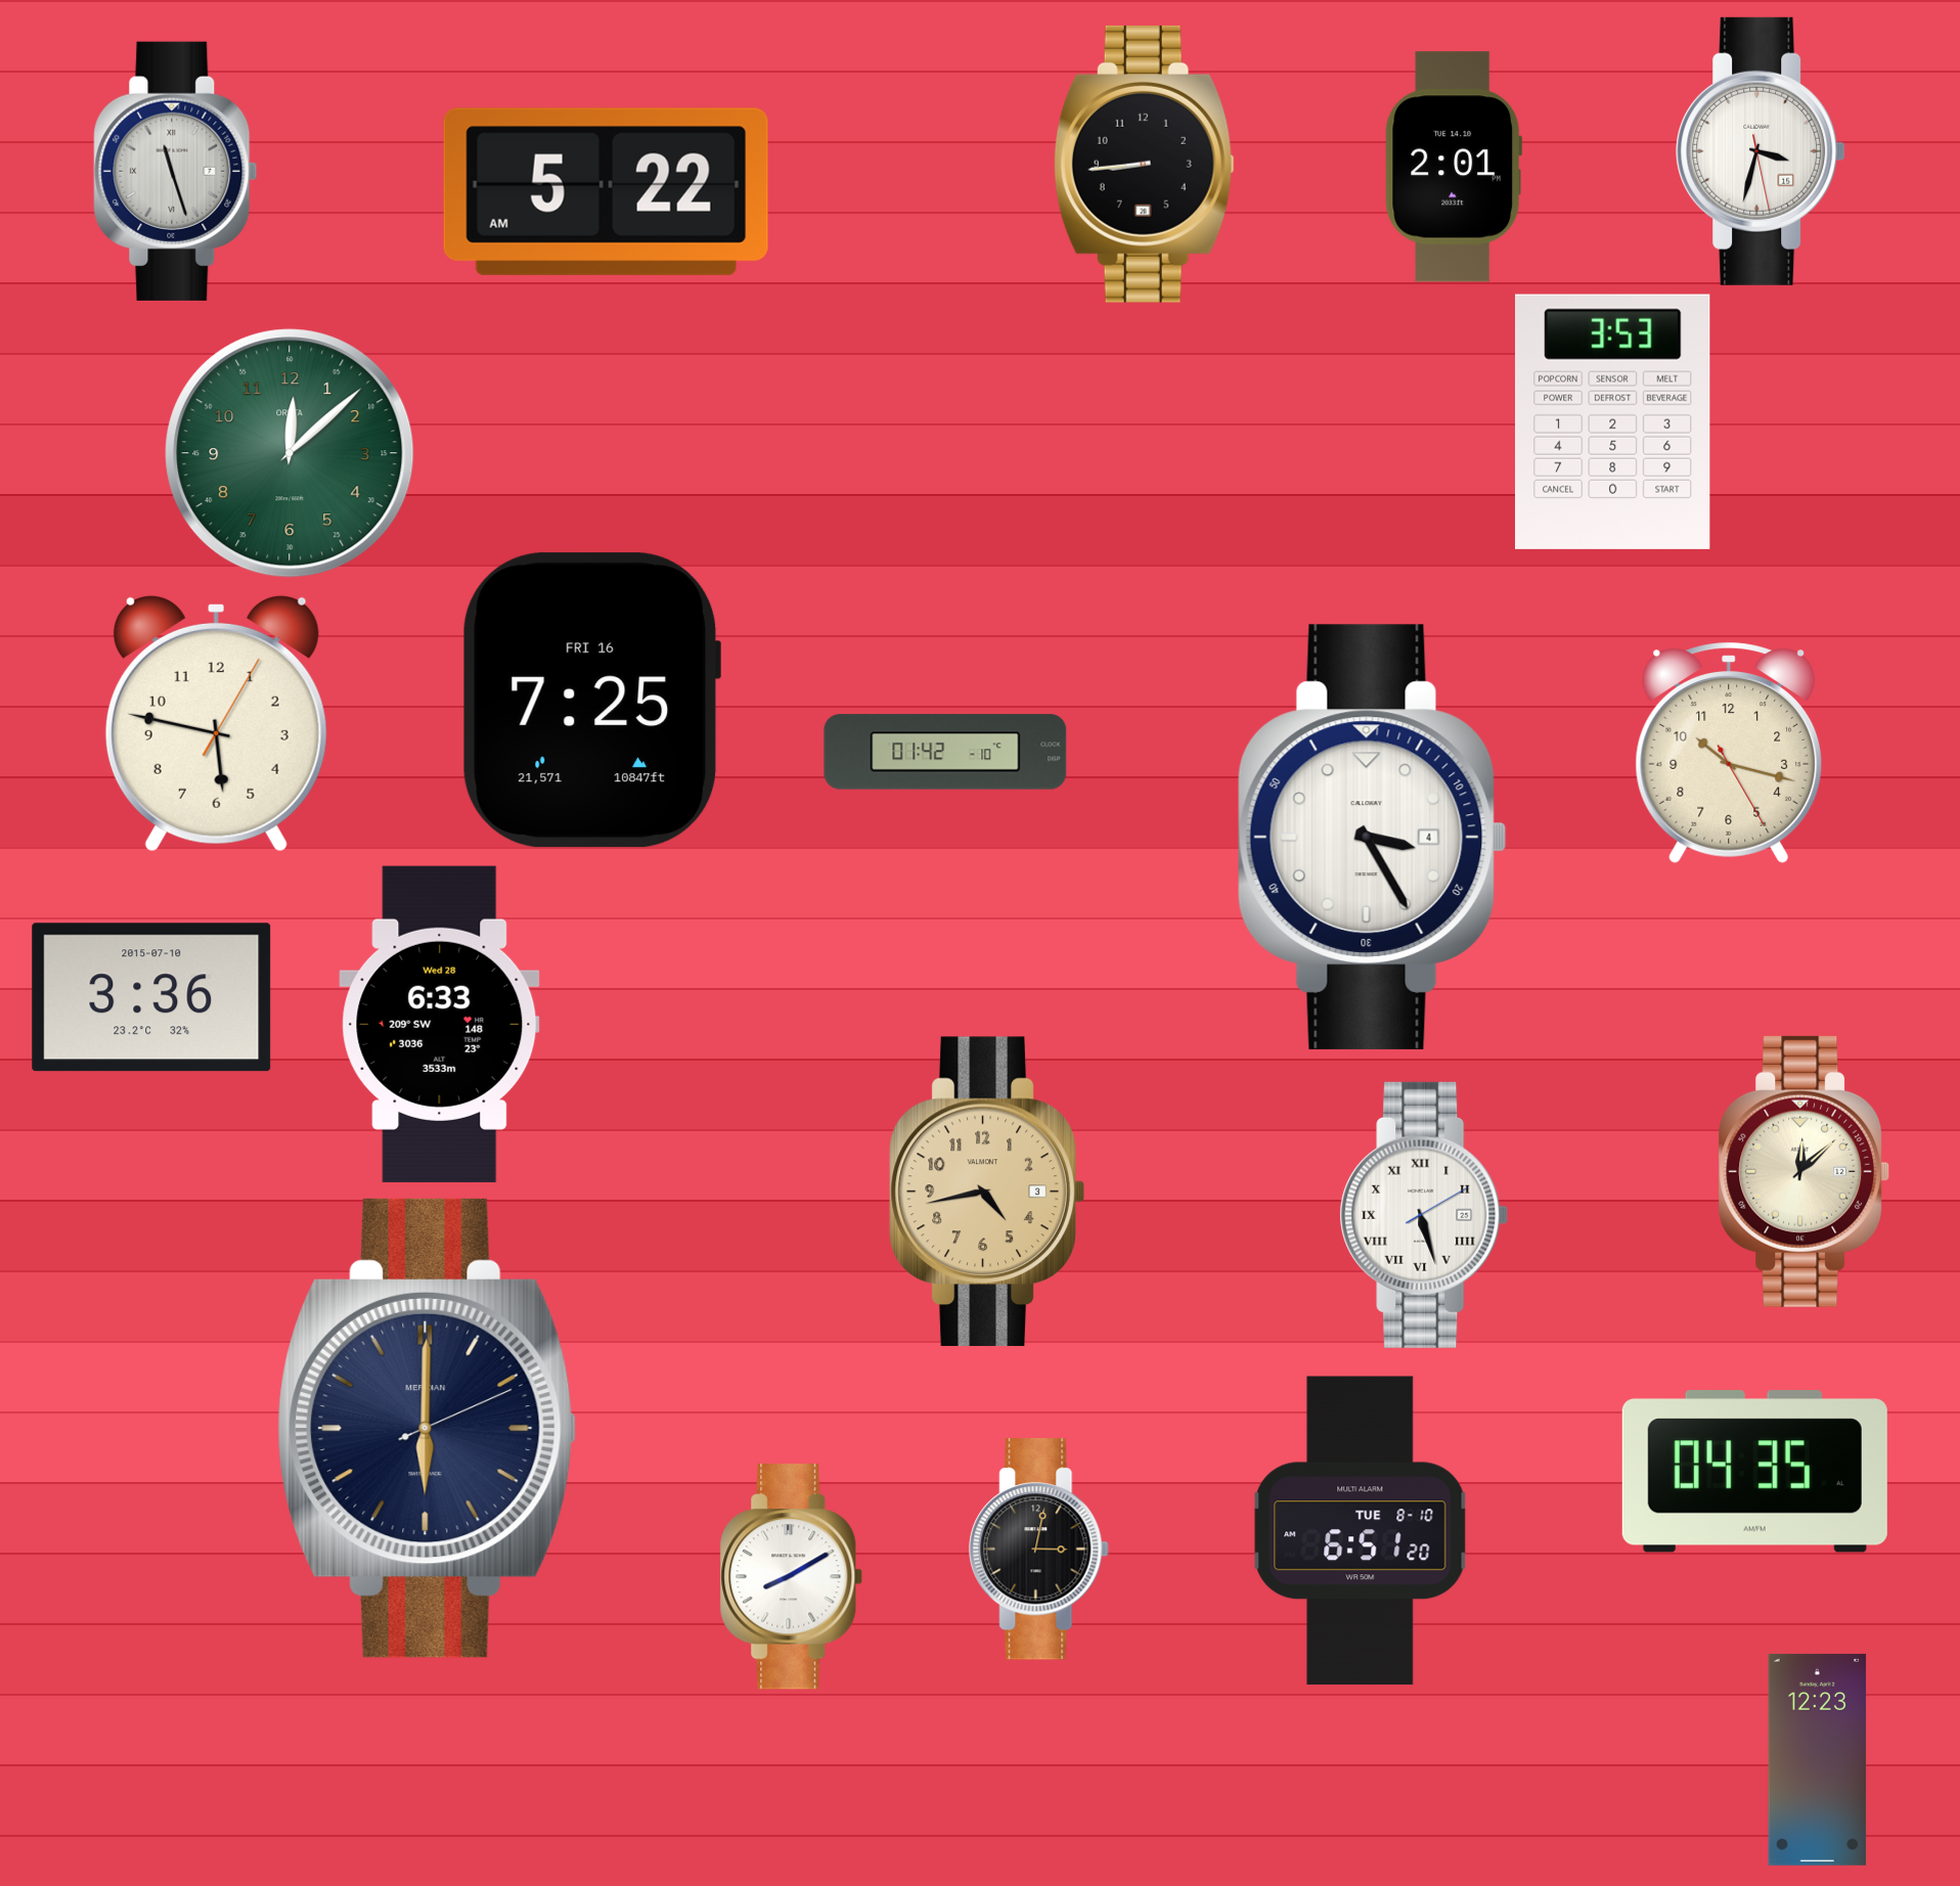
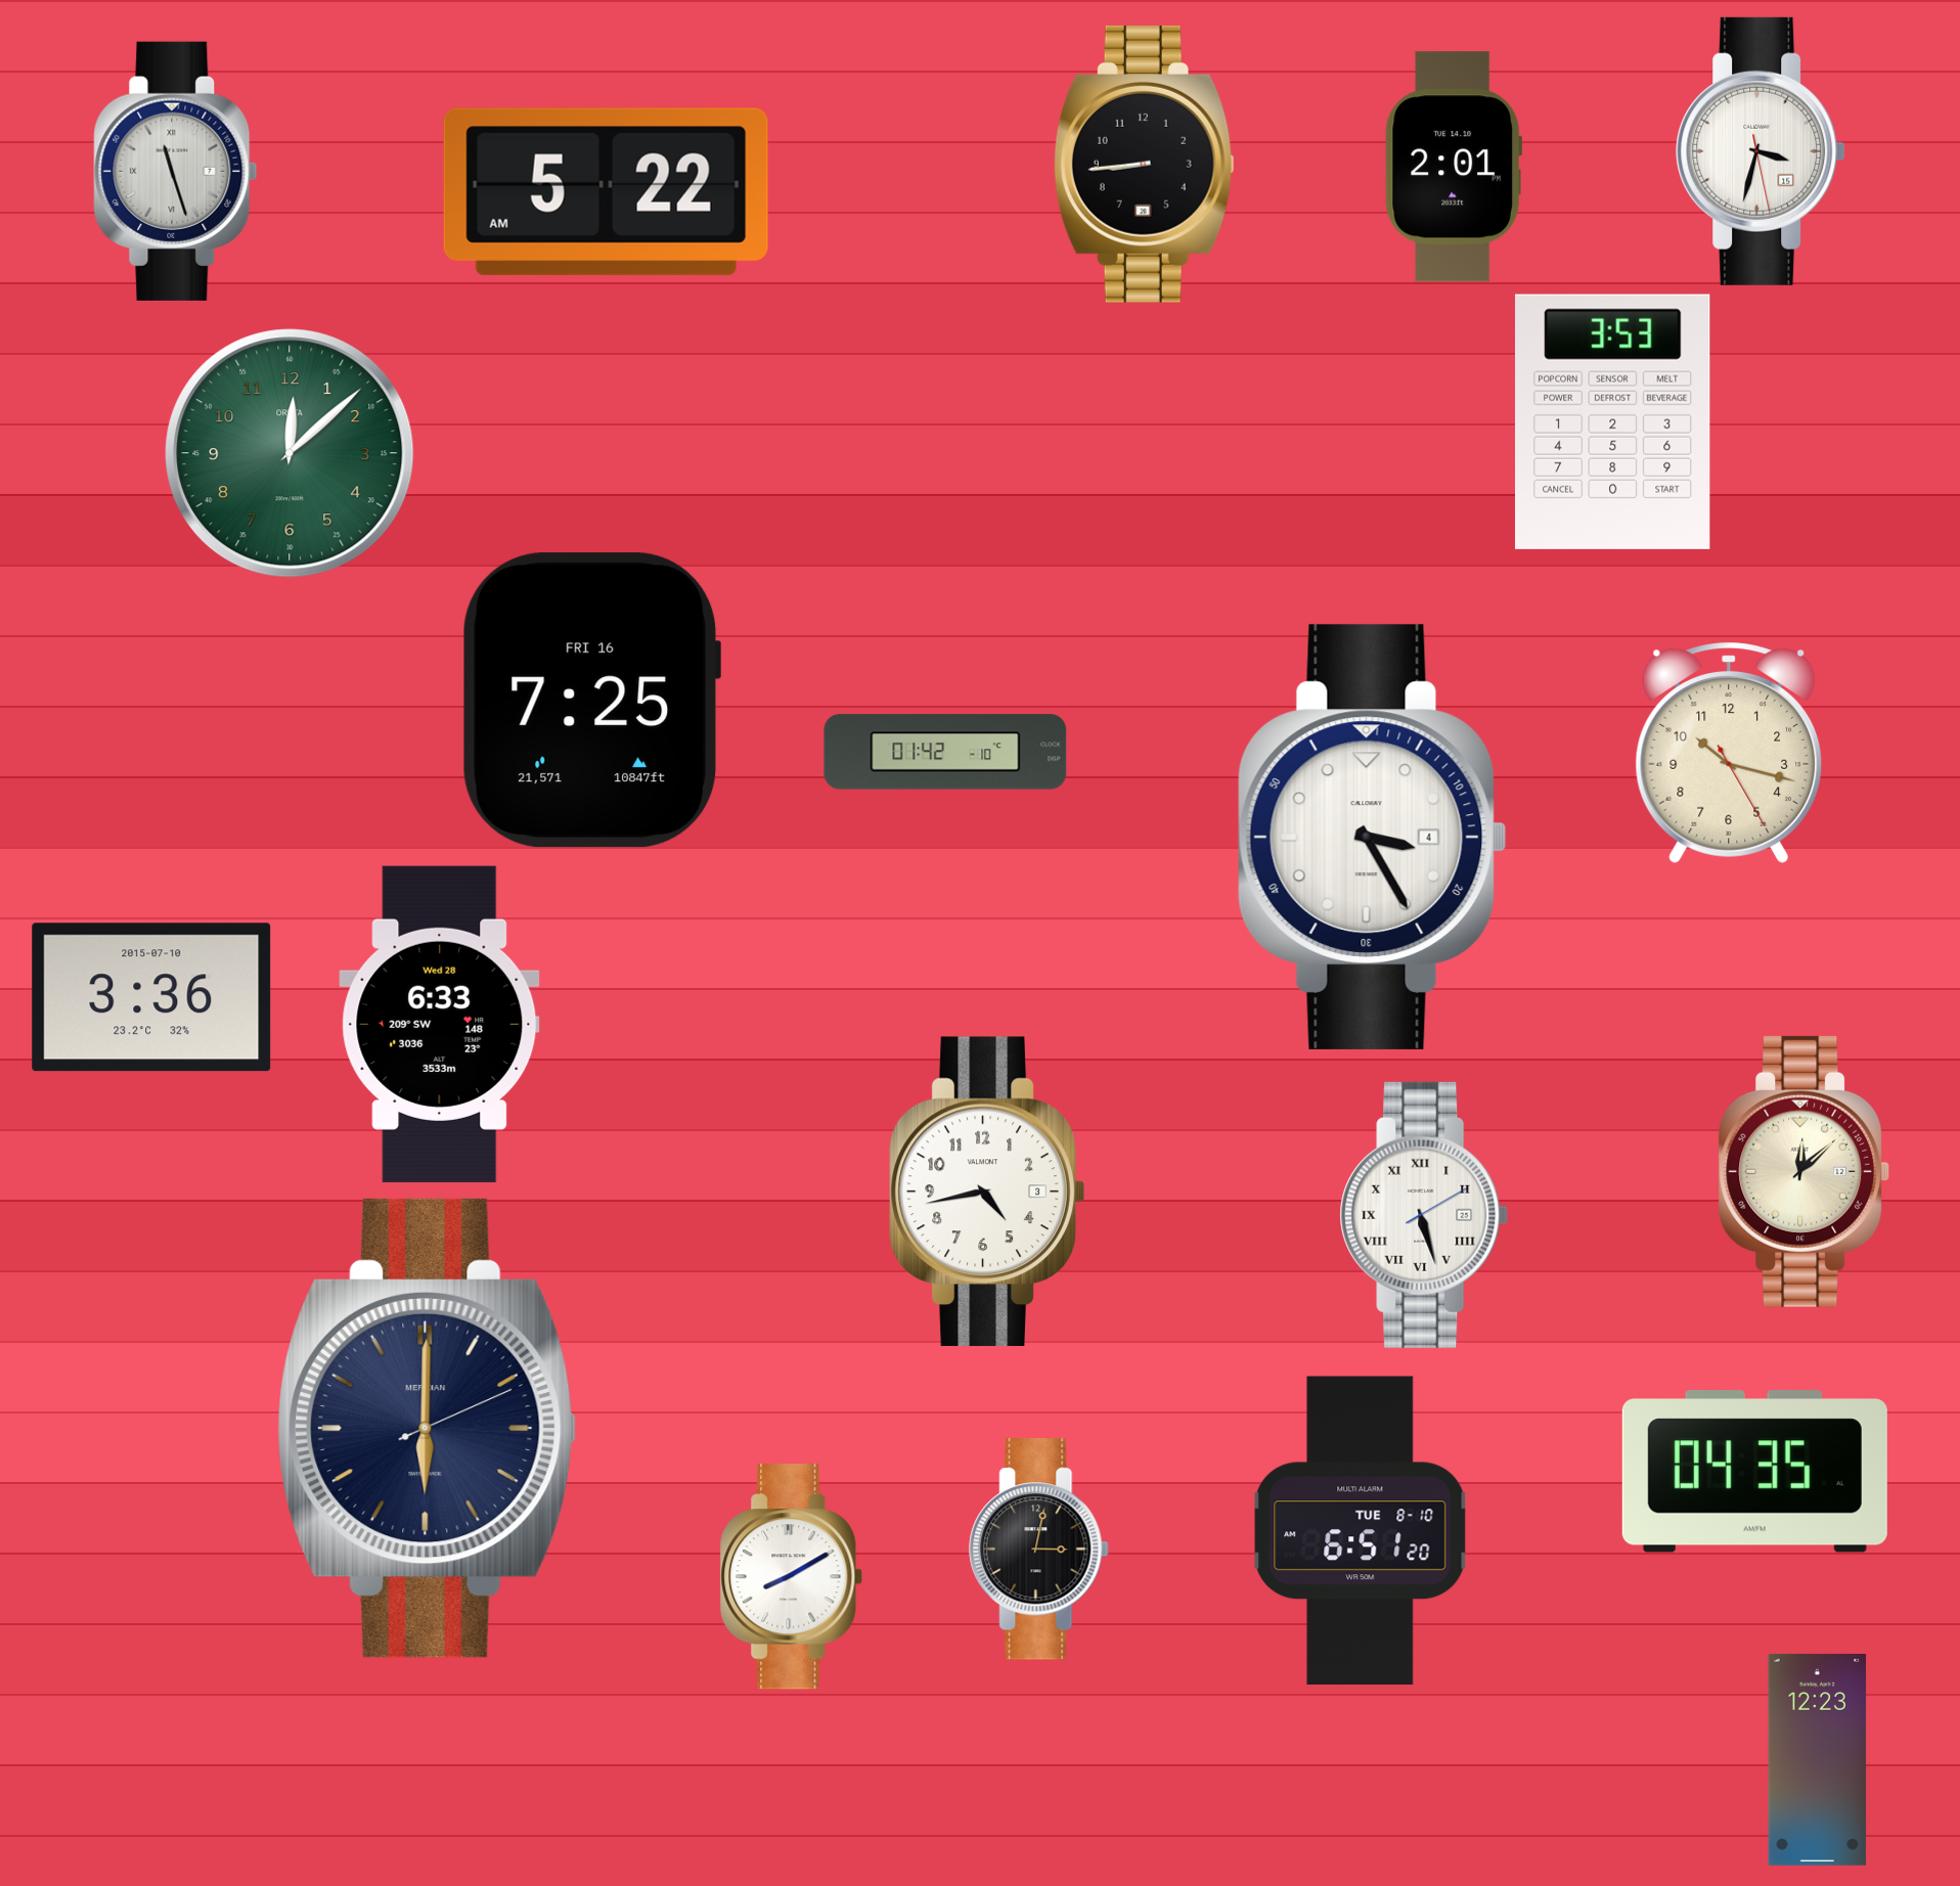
clock at (216, 723): 5:47 -> none
clock at (987, 1192) dial: champagne -> white
